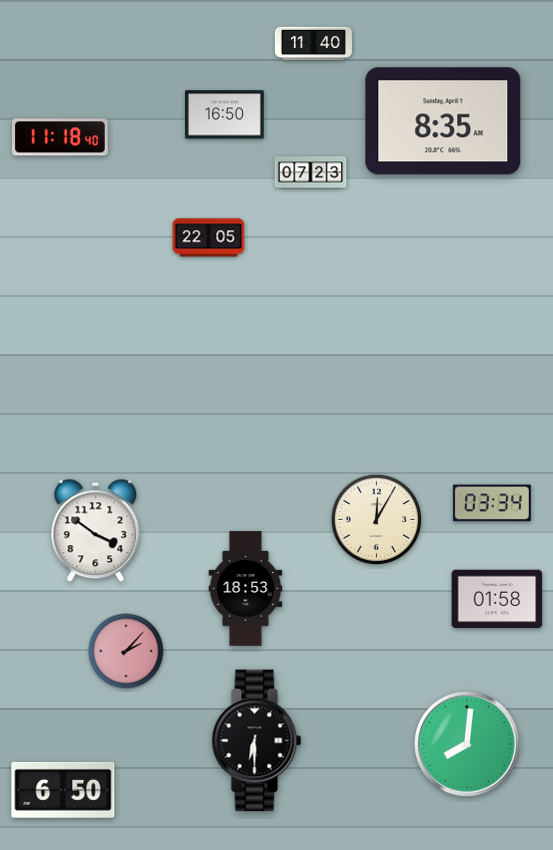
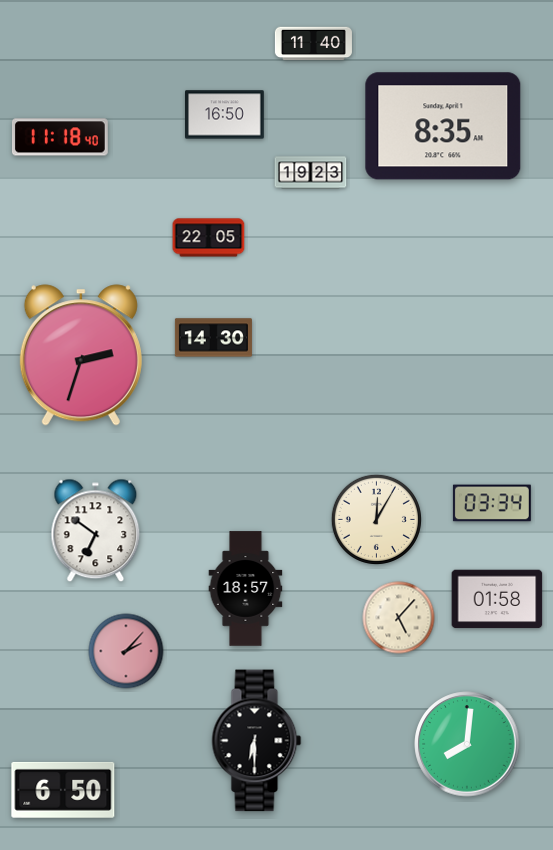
clock at (443, 121) position: (443, 121) -> (443, 126)
clock at (311, 173): 07:23 -> 19:23
clock at (213, 338): none -> 14:30
clock at (81, 355): none -> 2:33
clock at (96, 531): 3:51 -> 6:51
clock at (246, 589): 18:53 -> 18:57
clock at (399, 618): none -> 5:07
